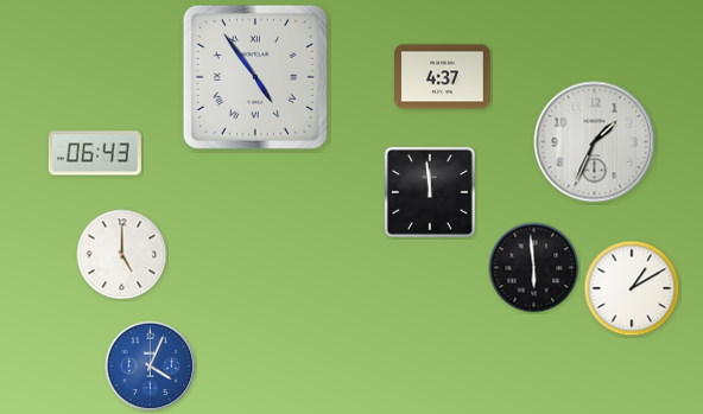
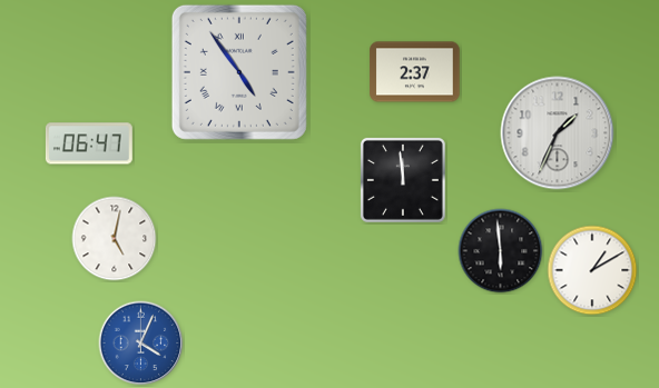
clock at (443, 77): 4:37 -> 2:37
clock at (95, 153): 06:43 -> 06:47
clock at (122, 255): 5:00 -> 5:02
